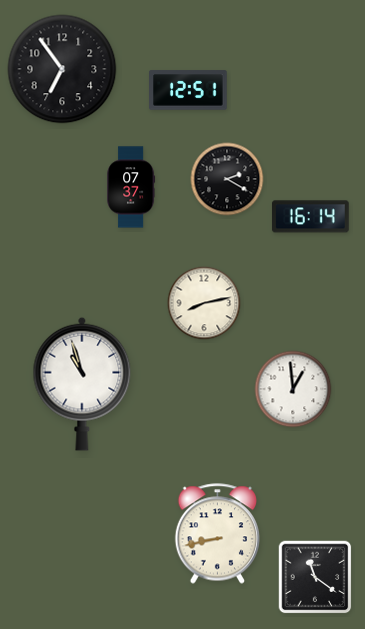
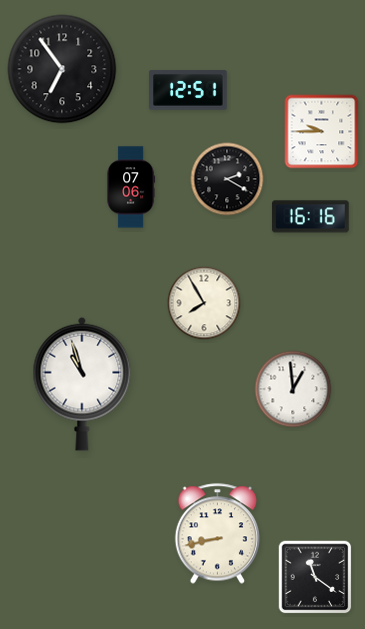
clock at (322, 132): none -> 9:45
clock at (131, 187): 07:37 -> 07:06
clock at (310, 217): 16:14 -> 16:16
clock at (204, 303): 8:13 -> 7:55
